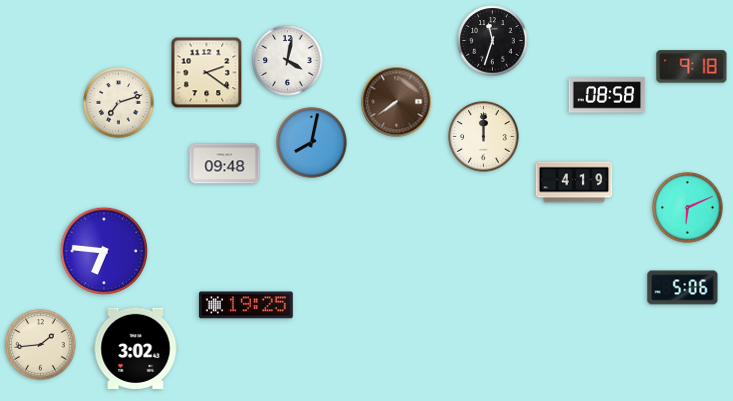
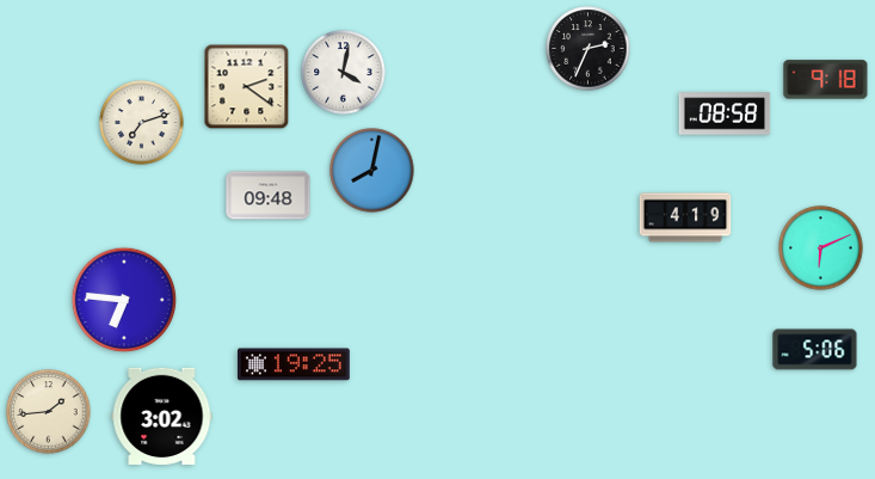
clock at (493, 41): 11:33 -> 2:34
clock at (397, 102): 7:39 -> none
clock at (484, 137): 12:00 -> none
clock at (683, 288) position: (683, 288) -> (815, 350)
